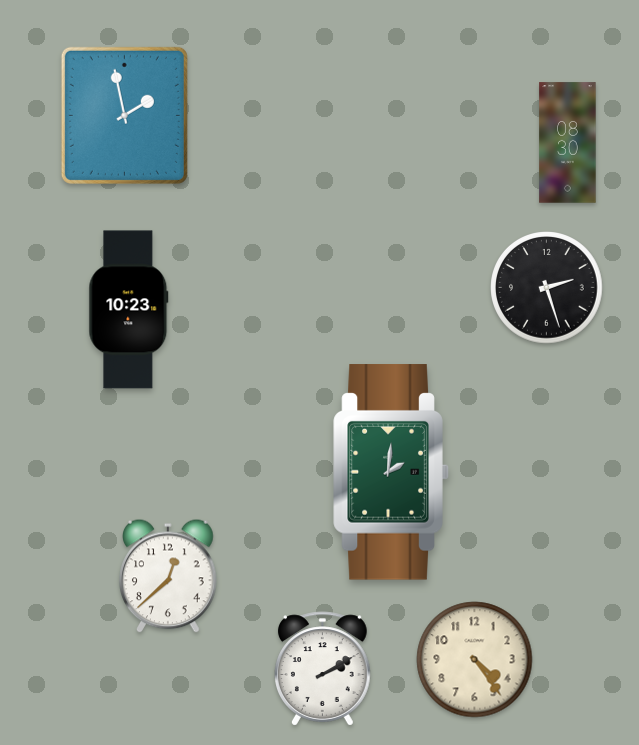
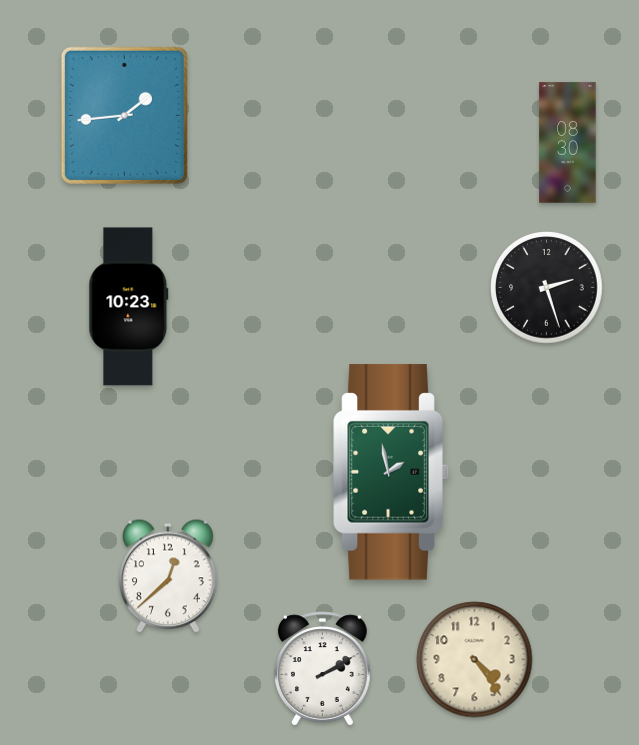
clock at (124, 115): 1:58 -> 1:44
clock at (129, 310) position: (129, 310) -> (129, 307)
clock at (391, 472): 2:01 -> 1:58
